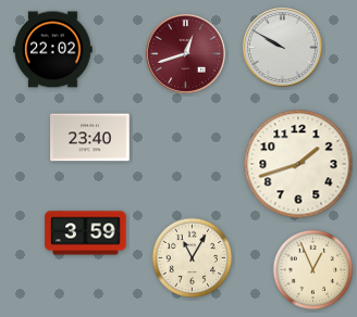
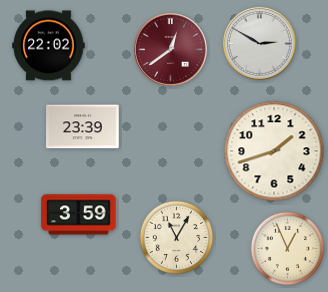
clock at (282, 47): 9:50 -> 2:50
clock at (185, 53): 12:42 -> 12:39
clock at (90, 138): 23:40 -> 23:39
